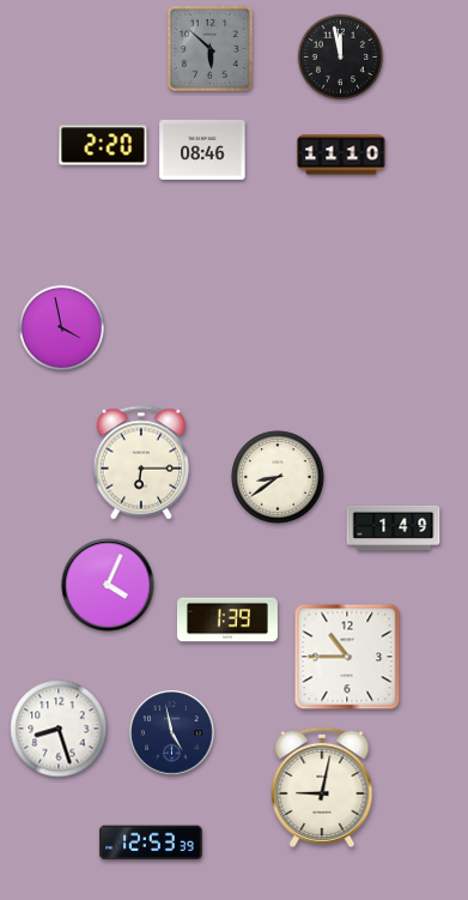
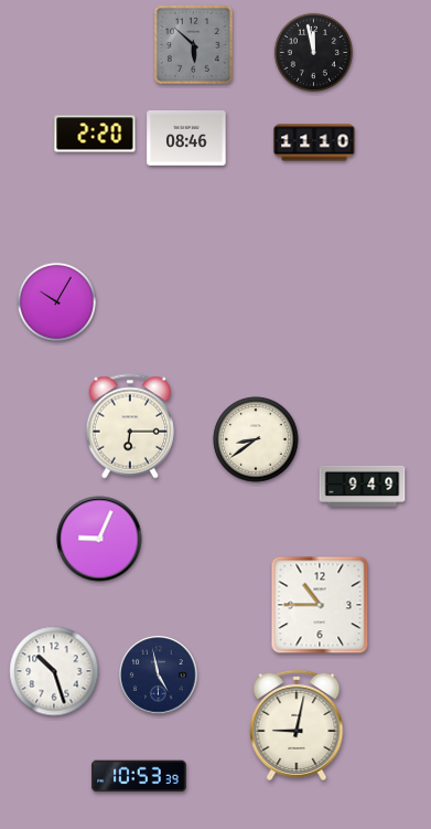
clock at (61, 327): 3:58 -> 10:05
clock at (394, 527): 1:49 -> 9:49
clock at (108, 585): 4:04 -> 9:04
clock at (227, 620): 1:39 -> none
clock at (59, 729): 8:27 -> 10:27
clock at (151, 842): 12:53 -> 10:53
